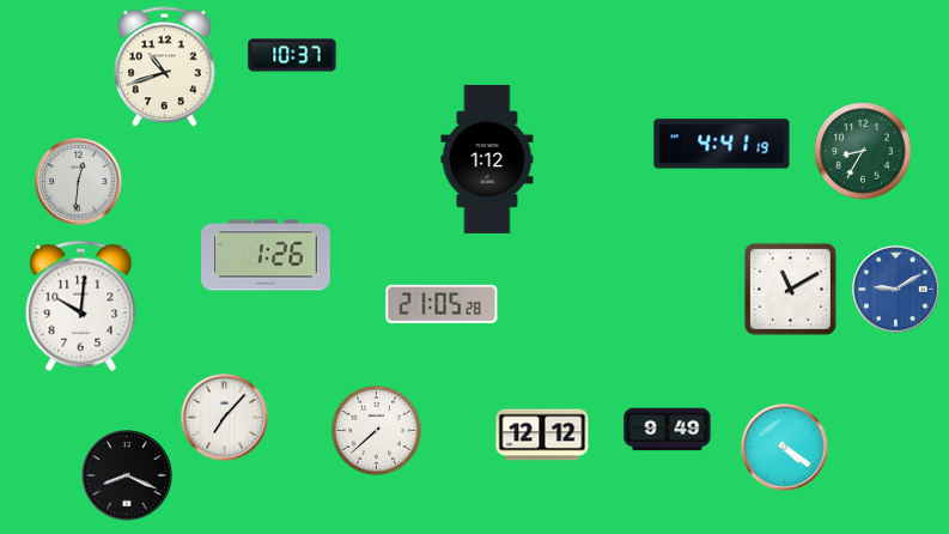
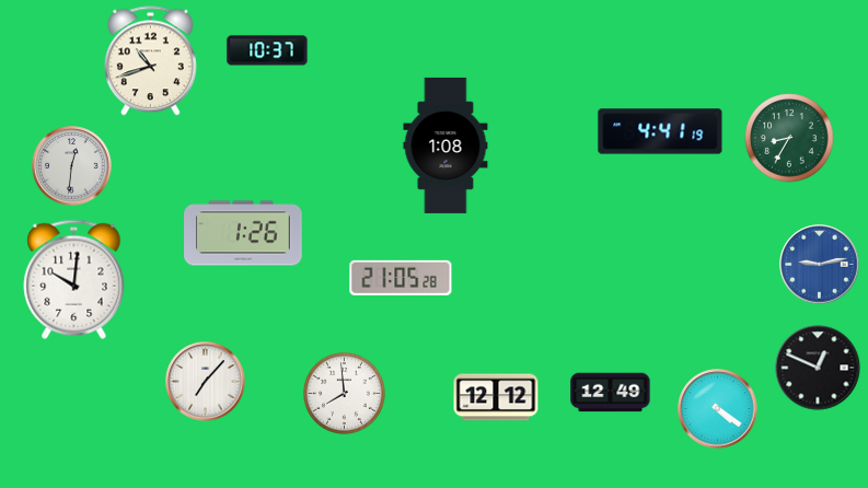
clock at (487, 159): 1:12 -> 1:08
clock at (790, 289): 11:10 -> none
clock at (896, 290): 9:10 -> 9:13
clock at (442, 304) position: (442, 304) -> (401, 278)
clock at (818, 368): none -> 12:49
clock at (668, 430): 9:49 -> 12:49
clock at (377, 431): 7:38 -> 7:59
clock at (127, 475): 8:19 -> none
